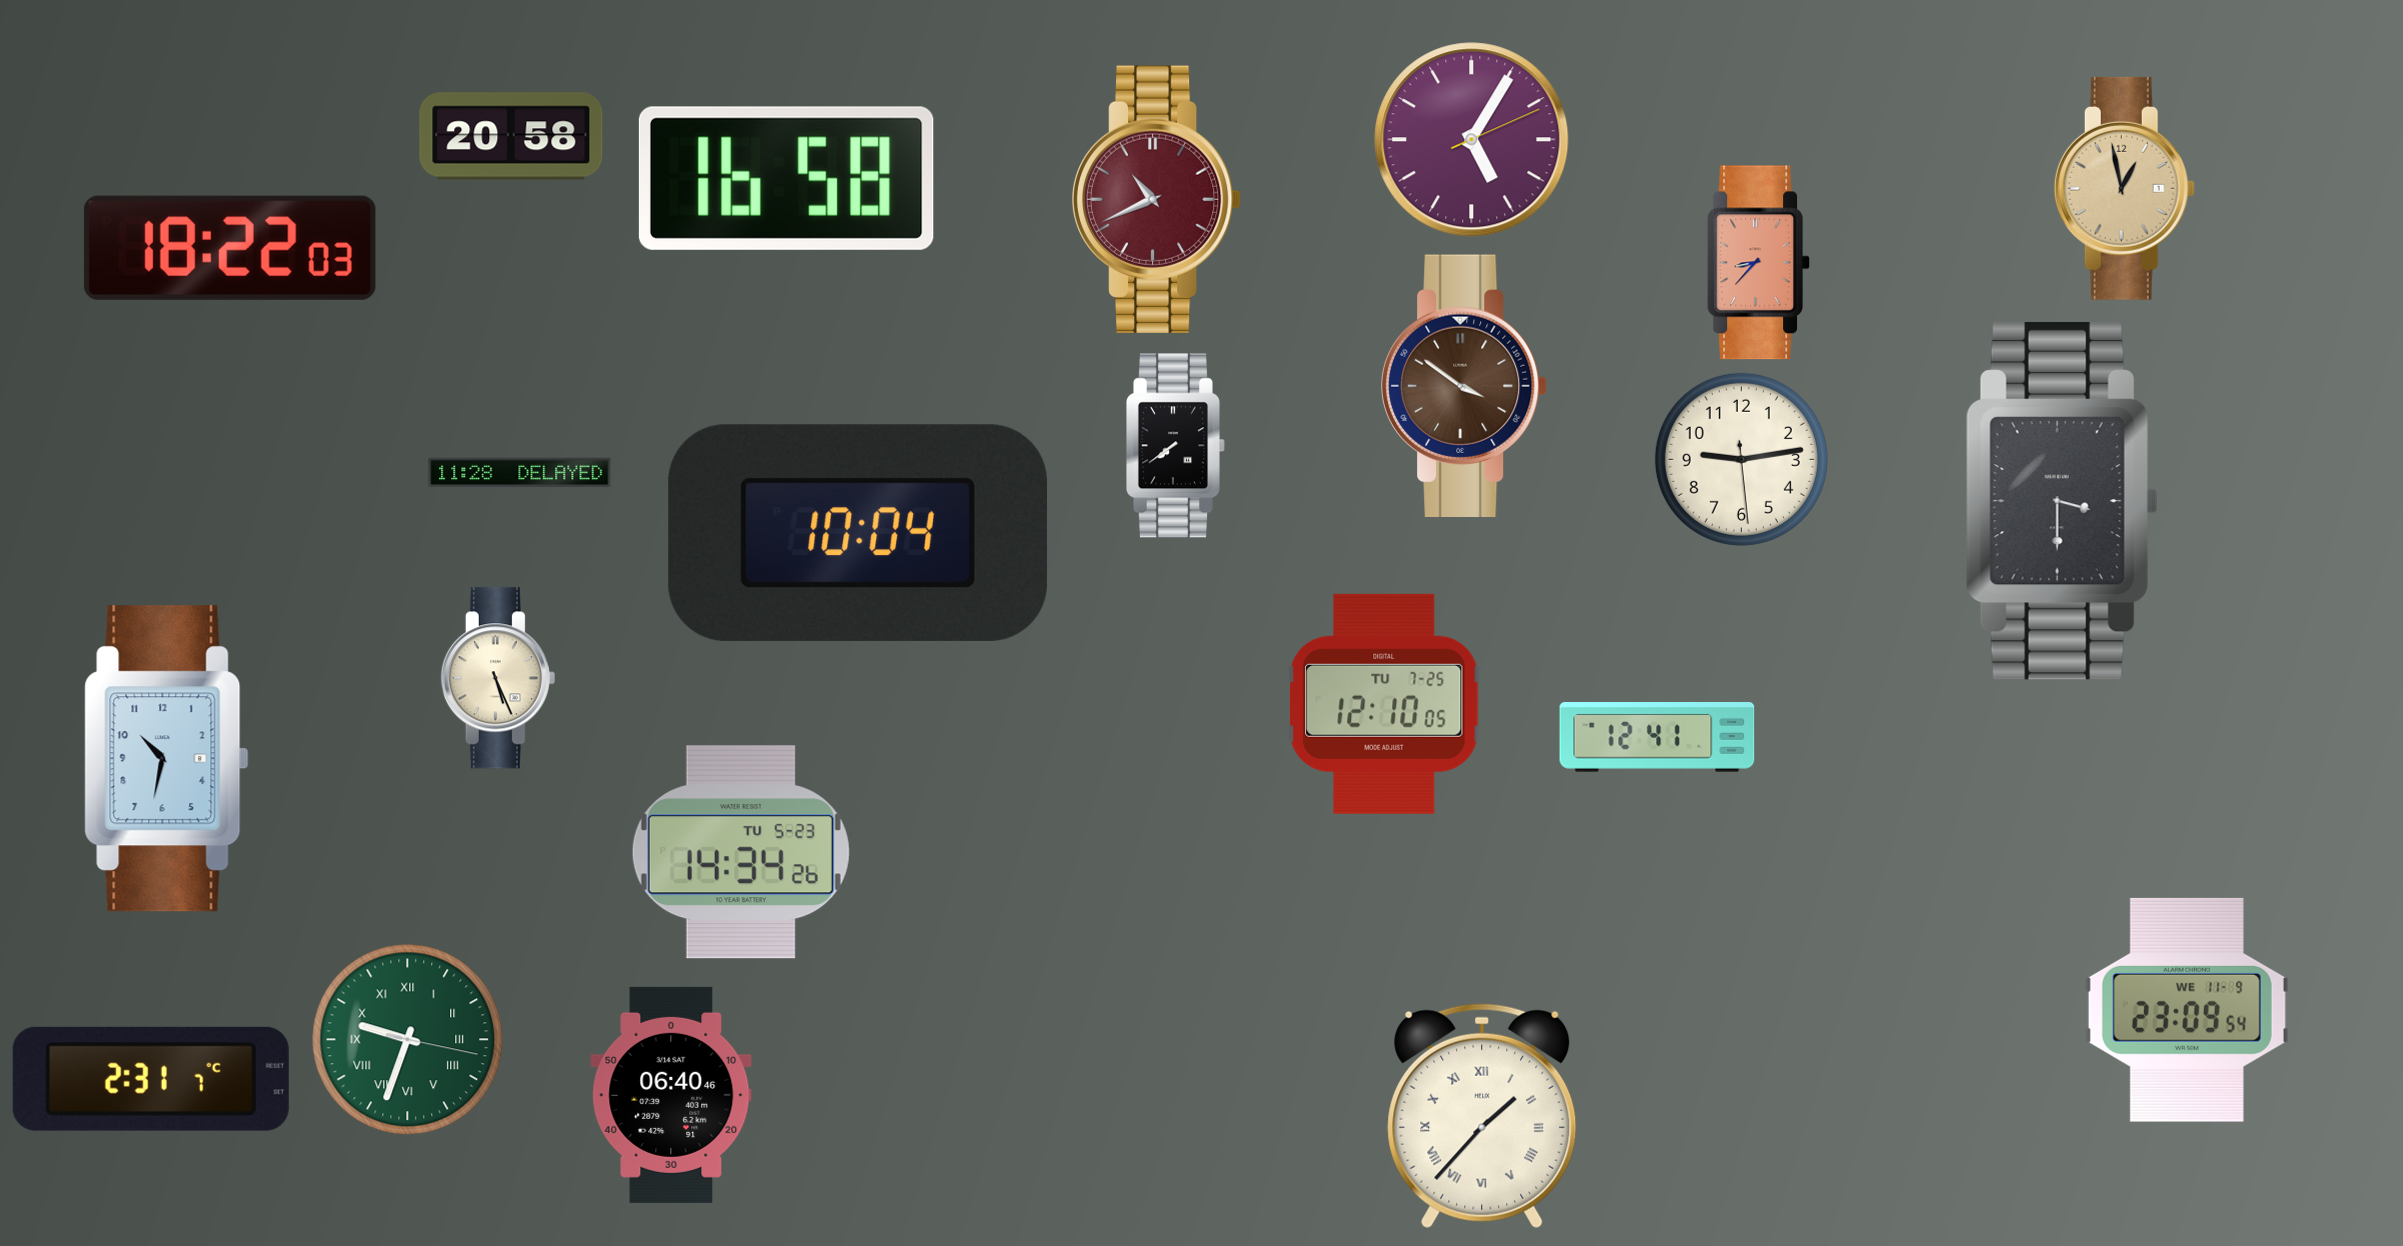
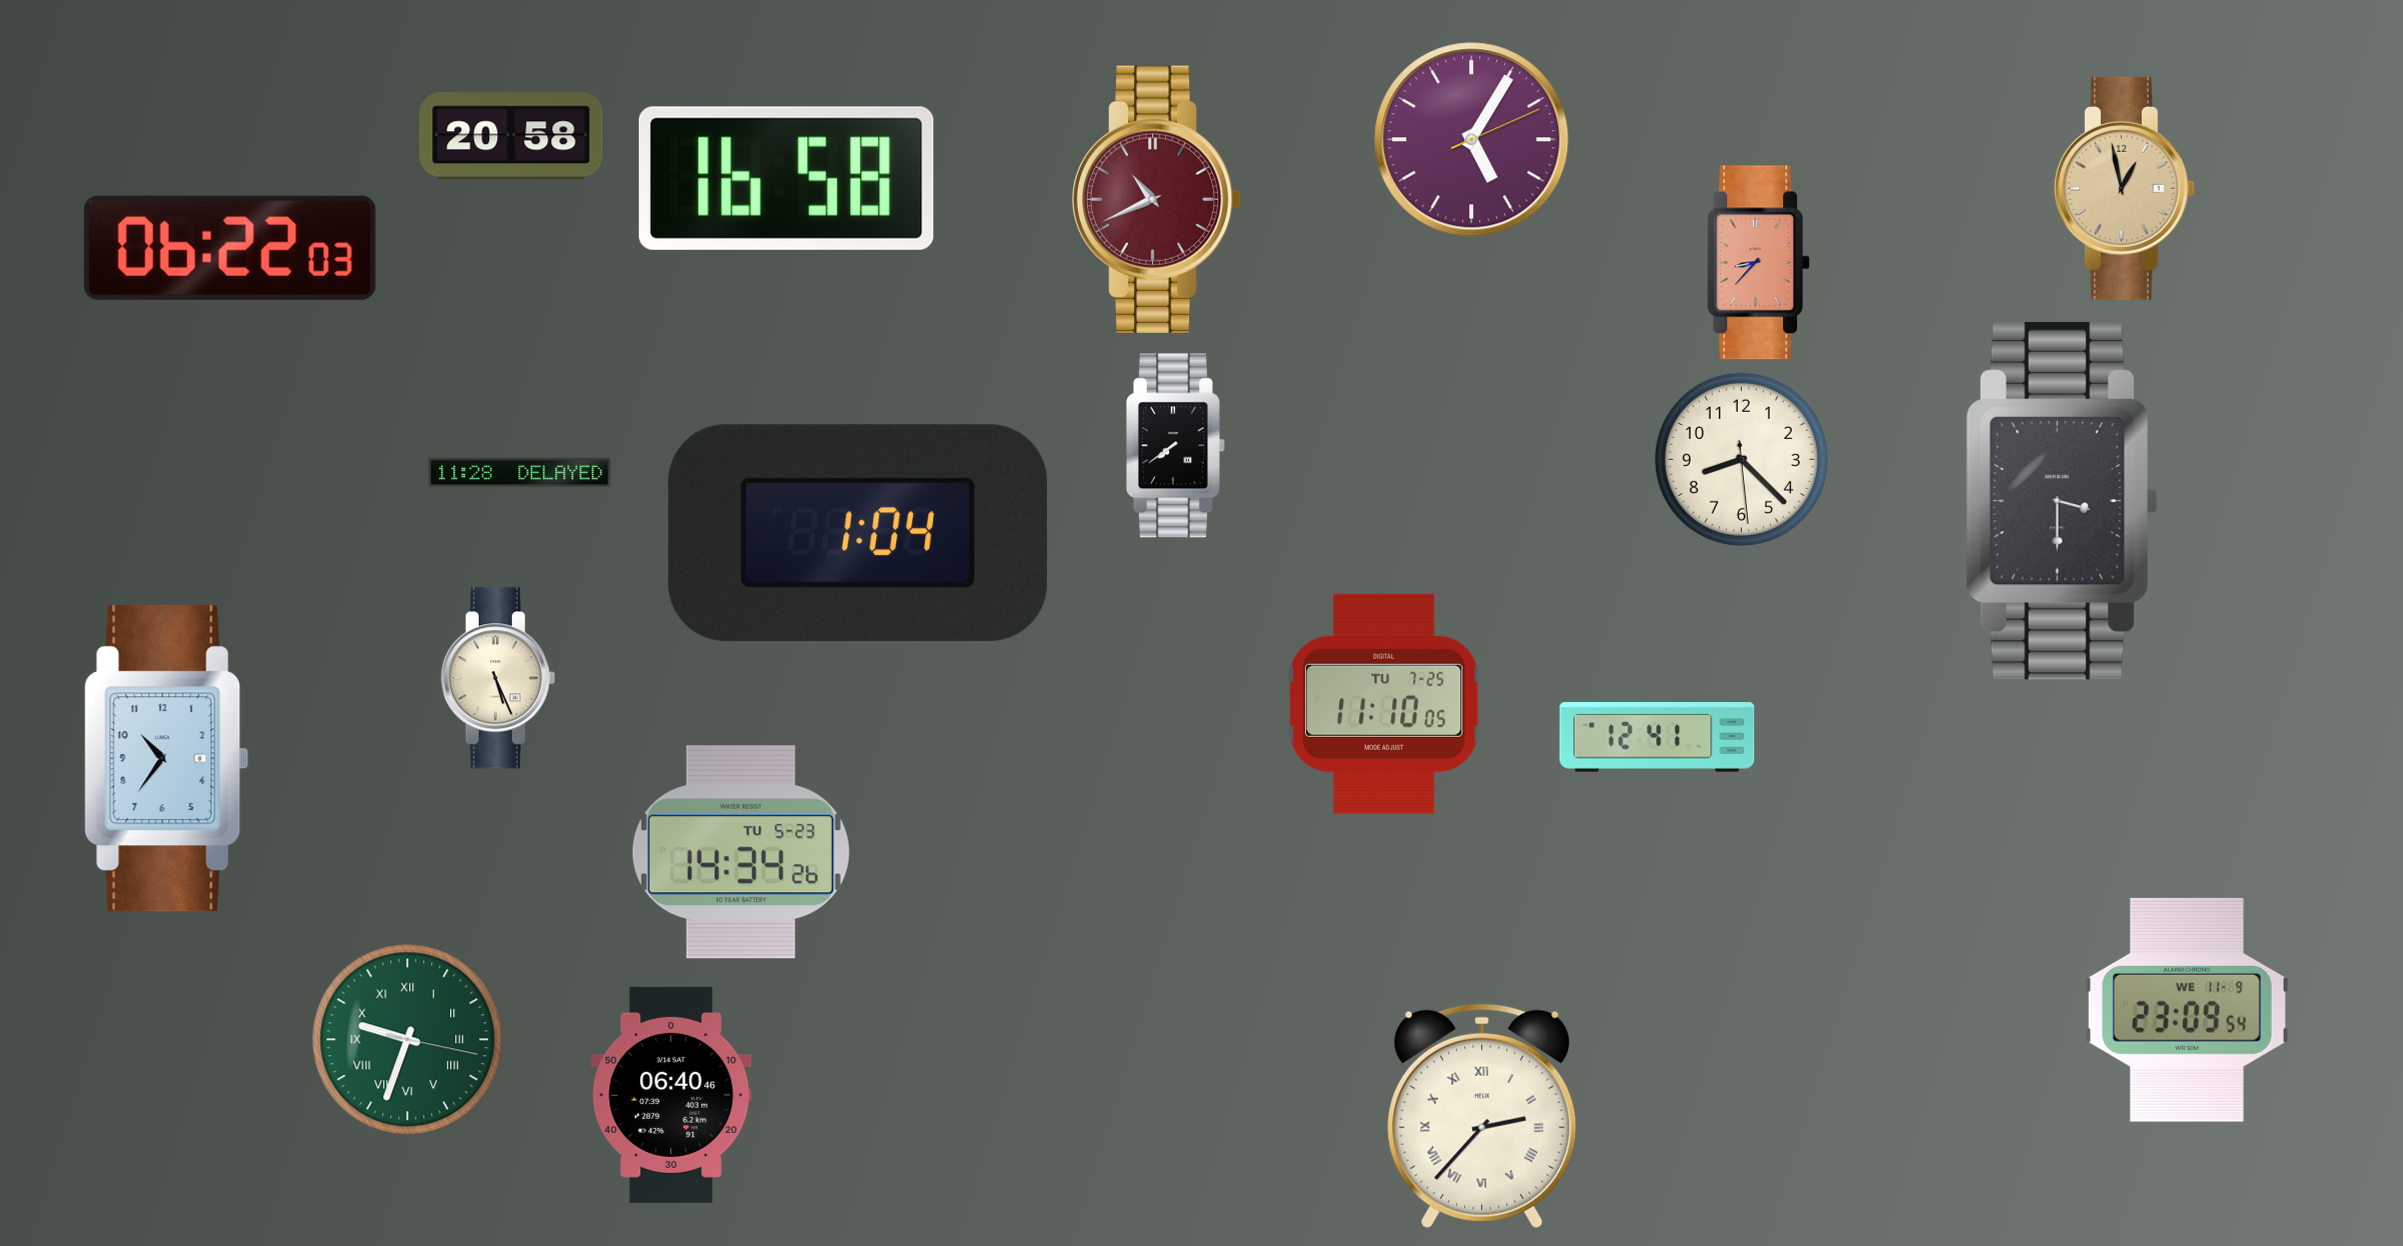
clock at (230, 248): 18:22 -> 06:22
clock at (1465, 385): 3:51 -> none
clock at (1741, 459): 9:13 -> 8:22
clock at (858, 533): 10:04 -> 1:04
clock at (1384, 704): 12:10 -> 11:10
clock at (167, 759): 10:32 -> 10:36
clock at (151, 1079): 2:31 -> none
clock at (1482, 1116): 1:37 -> 2:37
